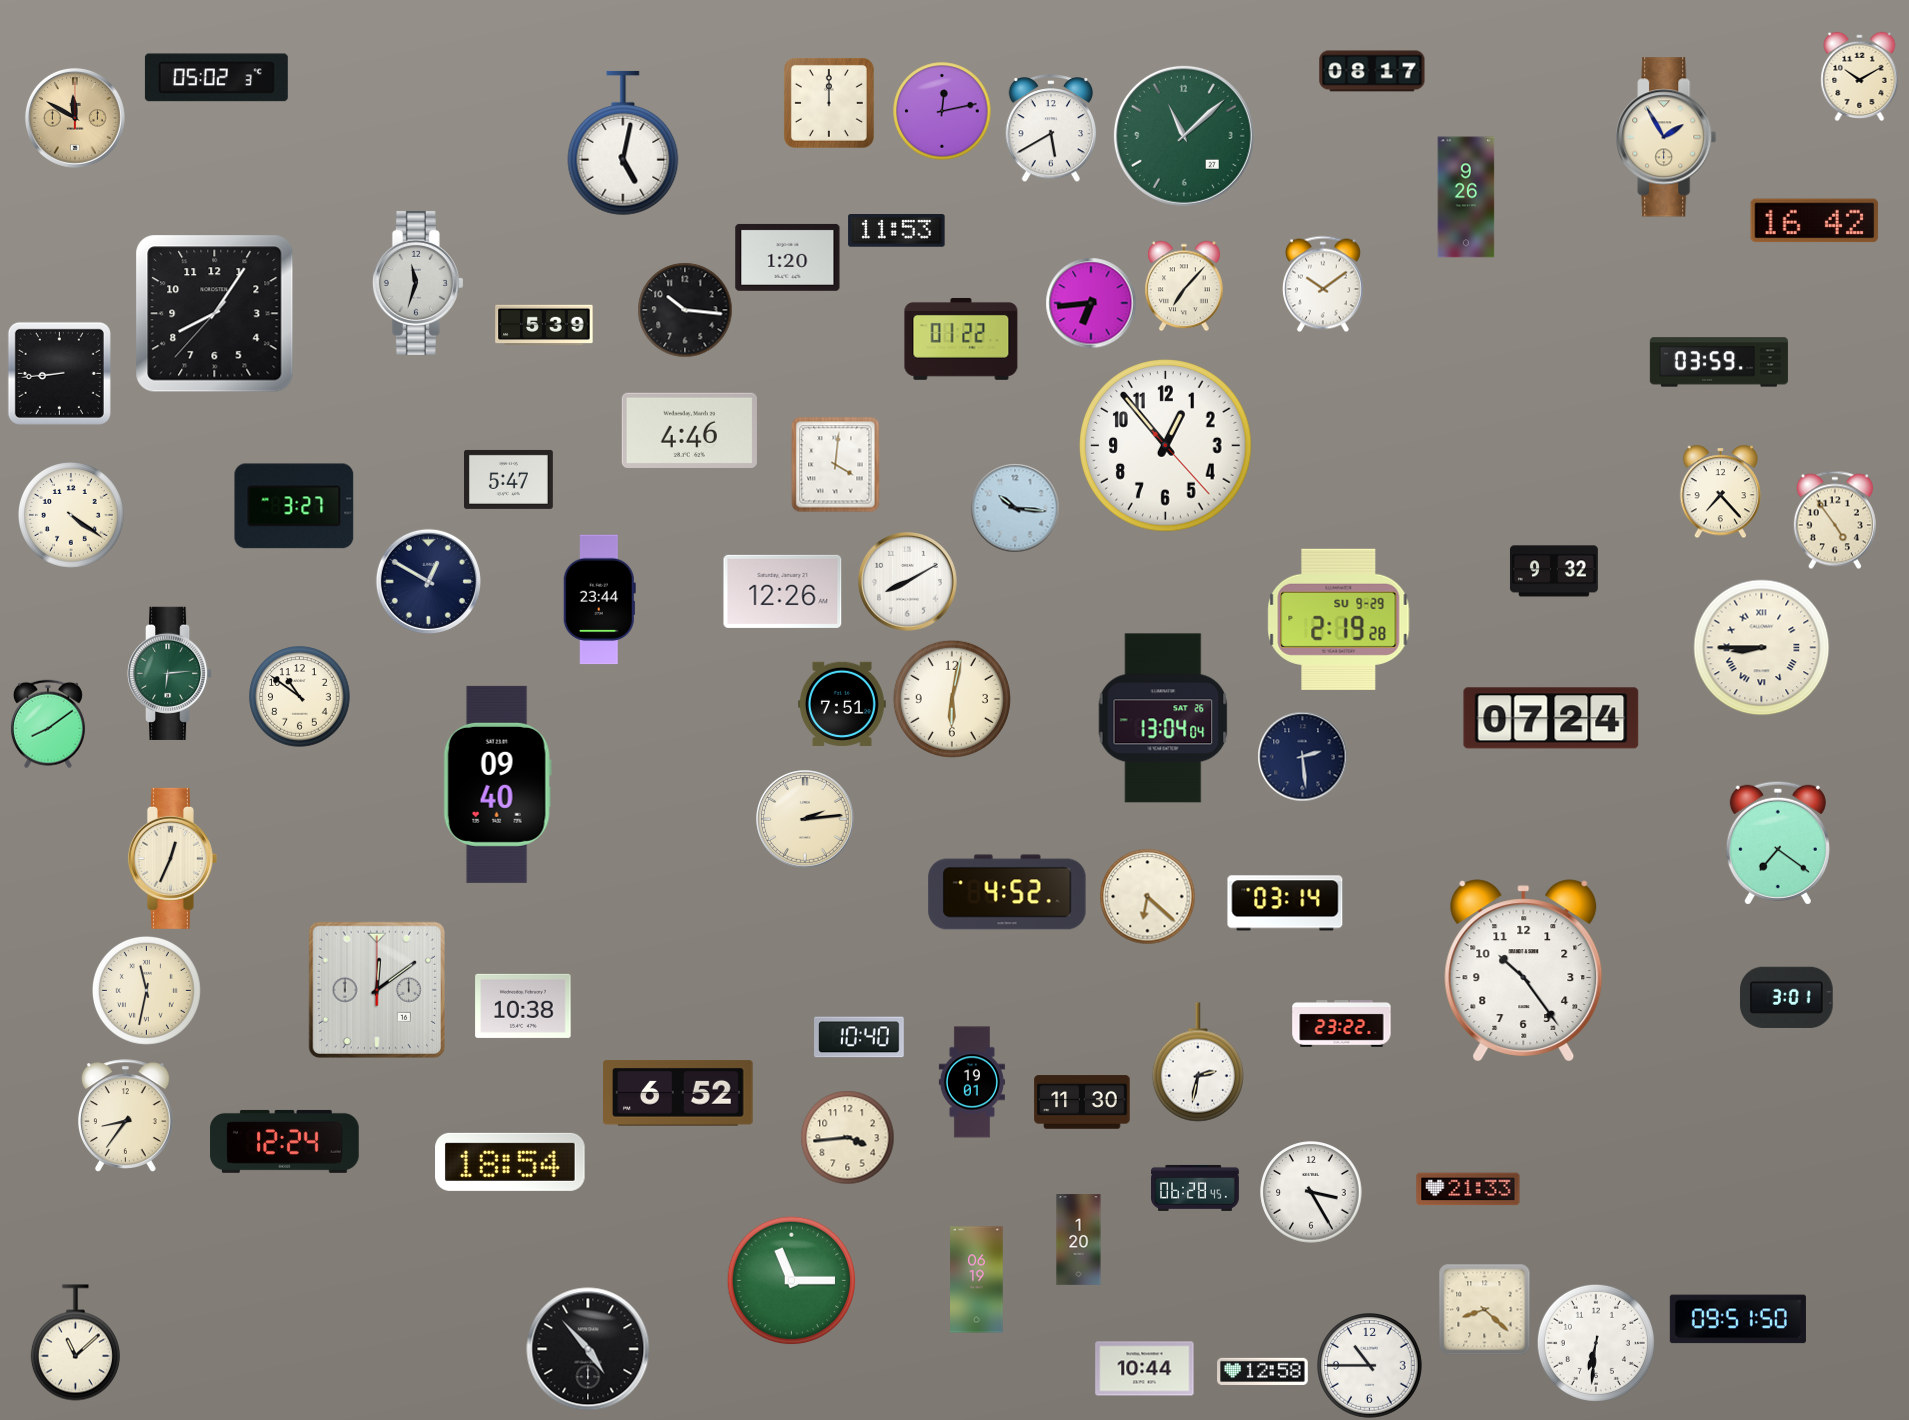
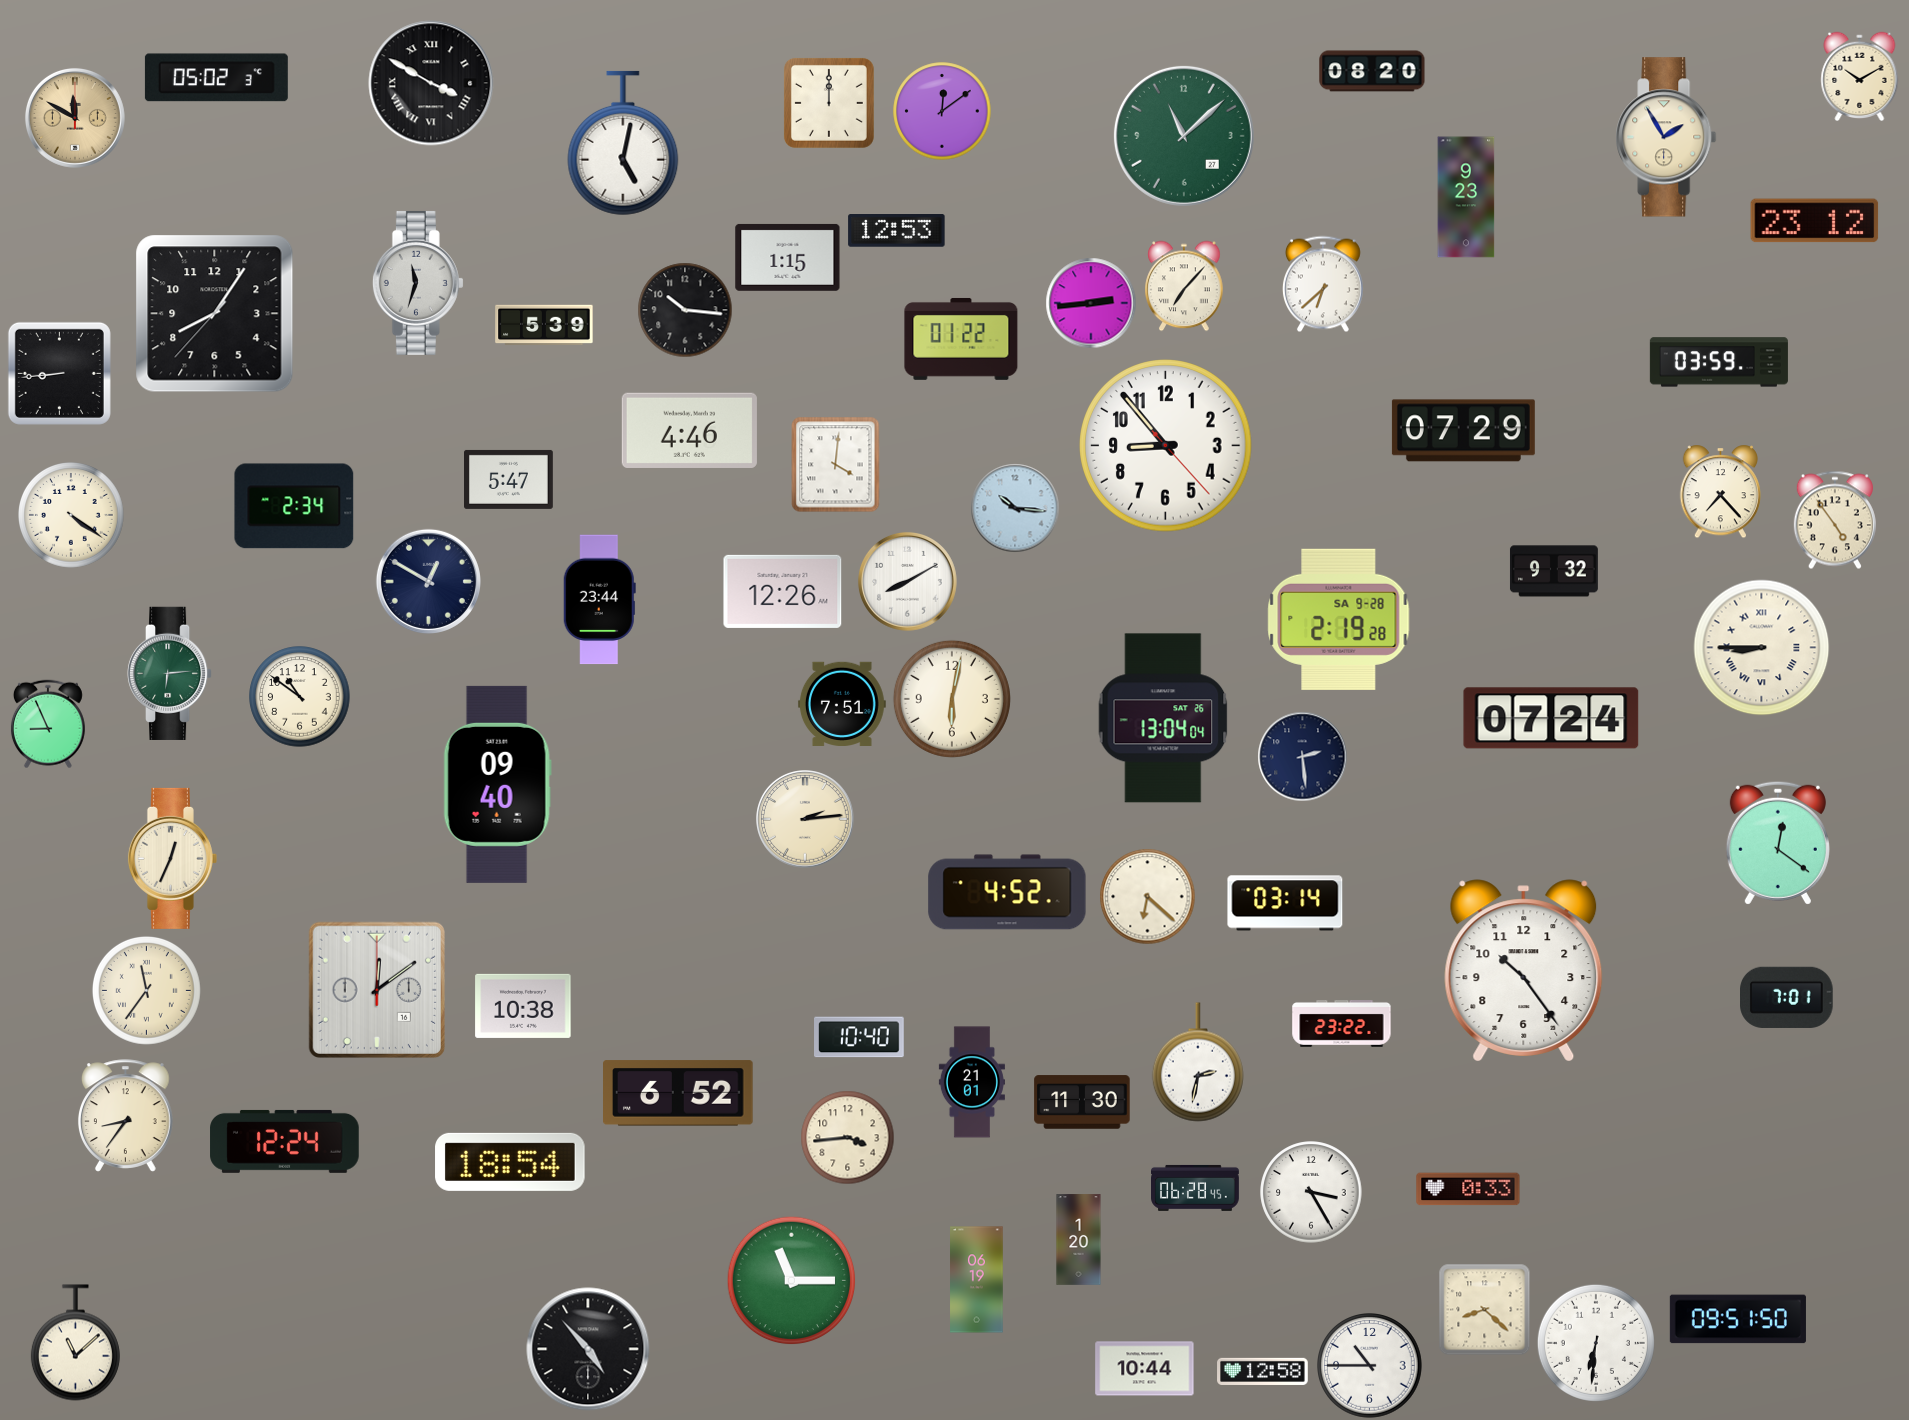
clock at (1372, 71): 08:17 -> 08:20
clock at (431, 83): none -> 3:50
clock at (942, 111): 12:13 -> 12:09
clock at (1051, 128): 5:40 -> none
clock at (1466, 197): 9:26 -> 9:23
clock at (1815, 221): 16:42 -> 23:12
clock at (897, 231): 11:53 -> 12:53
clock at (788, 257): 1:20 -> 1:15
clock at (1323, 284): 10:09 -> 6:38
clock at (1091, 303): 6:44 -> 2:44
clock at (1463, 431): none -> 07:29
clock at (1166, 446): 12:53 -> 8:53
clock at (294, 506): 3:27 -> 2:34
clock at (1339, 619) date: SU 9-29 -> SA 9-28
clock at (48, 724): 8:09 -> 8:56
clock at (1778, 843): 7:21 -> 12:21
clock at (146, 990): 11:32 -> 11:36
clock at (1787, 997): 3:01 -> 7:01
clock at (972, 1082): 19:01 -> 21:01
clock at (1468, 1189): 21:33 -> 0:33
